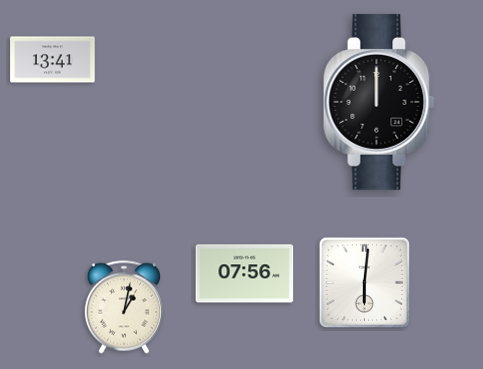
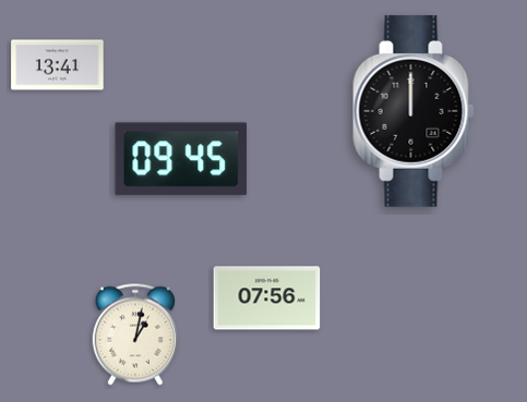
clock at (181, 159): none -> 09:45
clock at (365, 283): 6:01 -> none
